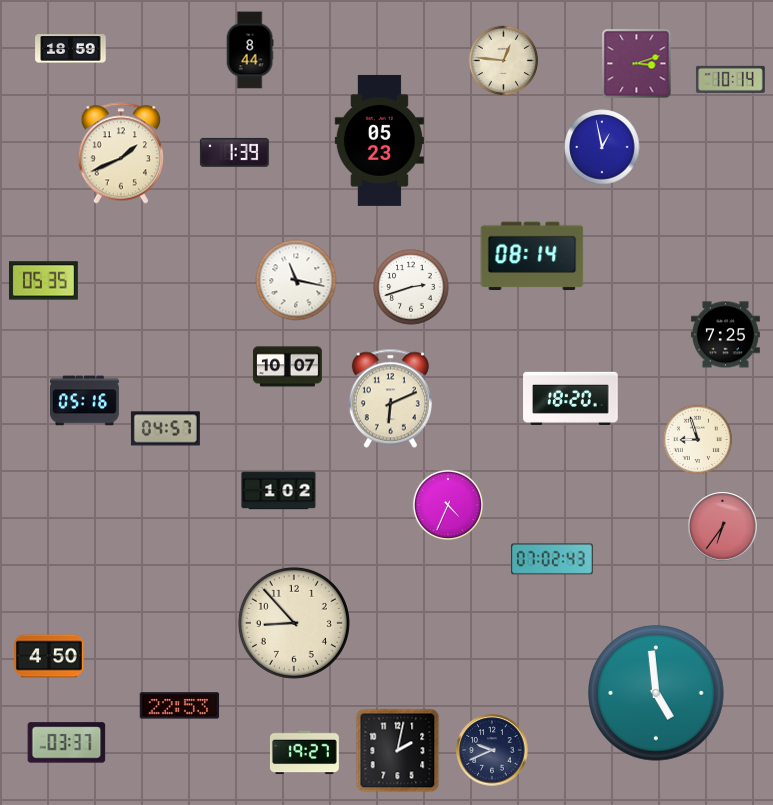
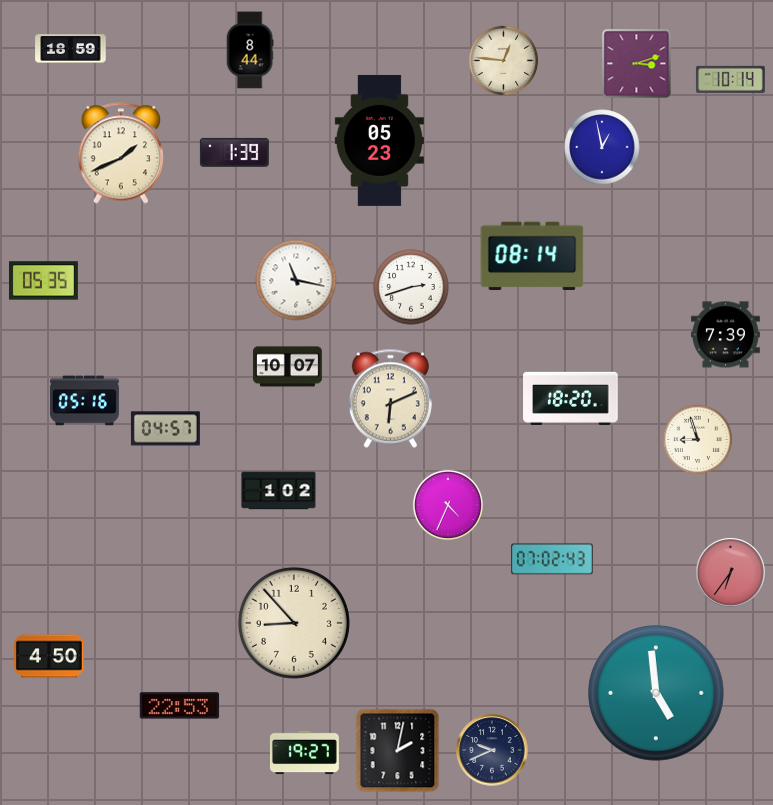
clock at (725, 335): 7:25 -> 7:39
clock at (723, 527) position: (723, 527) -> (731, 573)
clock at (67, 743): 03:37 -> none
